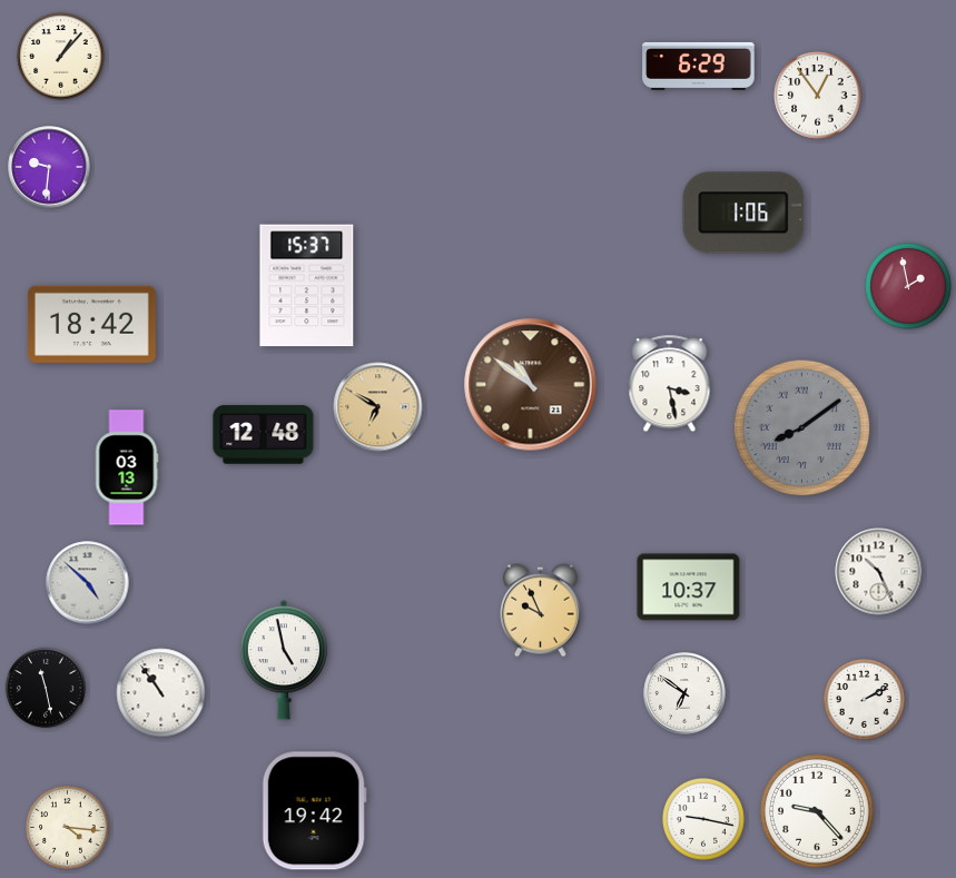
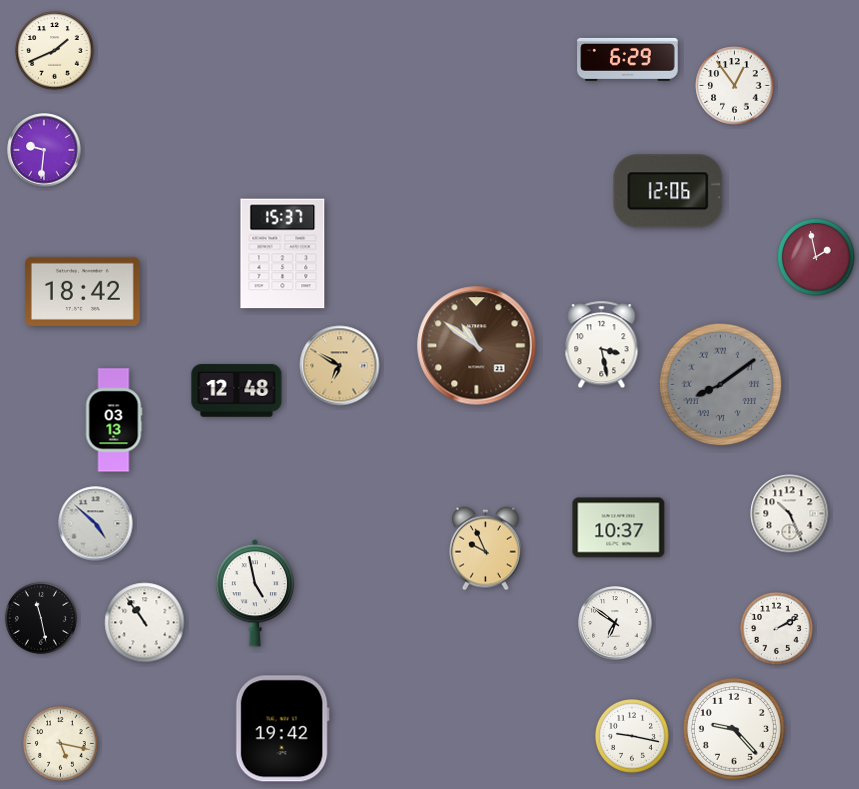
clock at (61, 57): 1:07 -> 1:41
clock at (743, 213): 1:06 -> 12:06
clock at (307, 286) position: (307, 286) -> (283, 254)
clock at (88, 583) position: (88, 583) -> (96, 524)
clock at (68, 828): 4:16 -> 5:17
